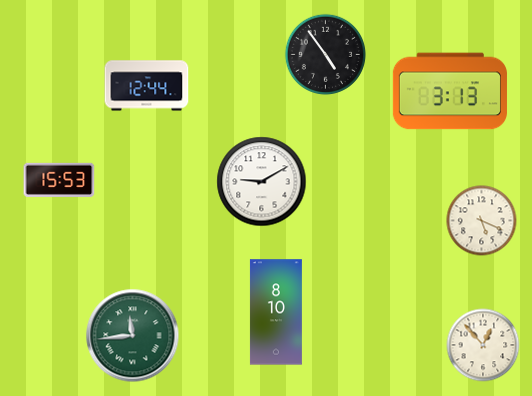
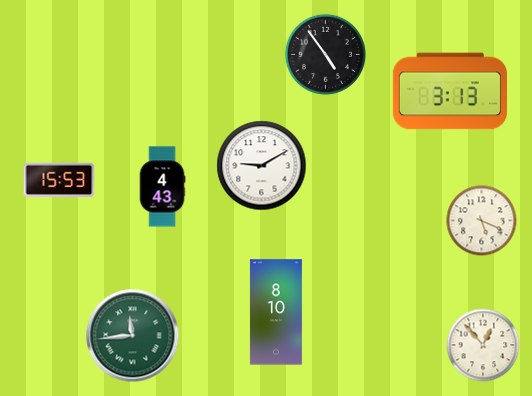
clock at (147, 86): 12:44 -> none
clock at (262, 182) position: (262, 182) -> (262, 166)
clock at (162, 187): none -> 4:43
